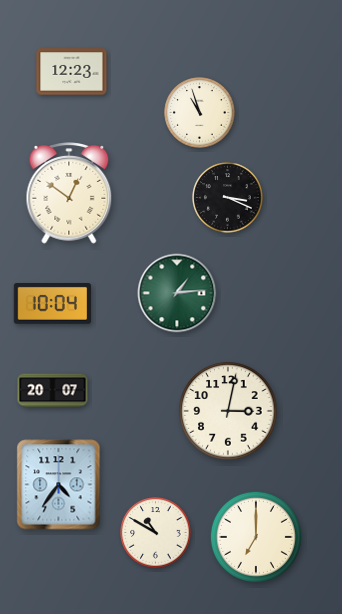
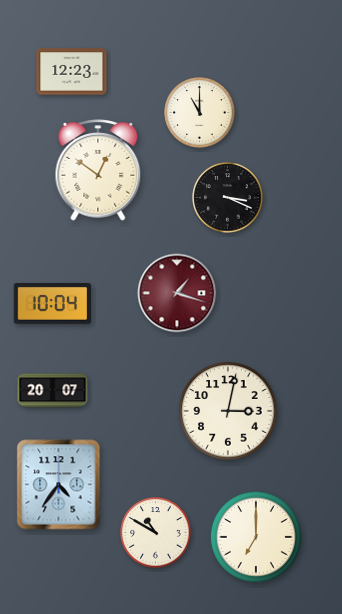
clock at (200, 113): 10:57 -> 11:00
clock at (69, 193) position: (69, 193) -> (98, 170)
clock at (177, 293): 1:14 -> 1:18
clock at (177, 293) dial: green -> burgundy
